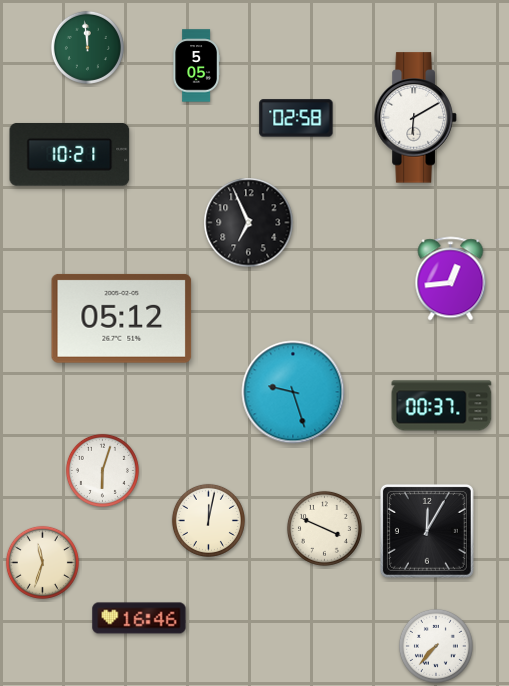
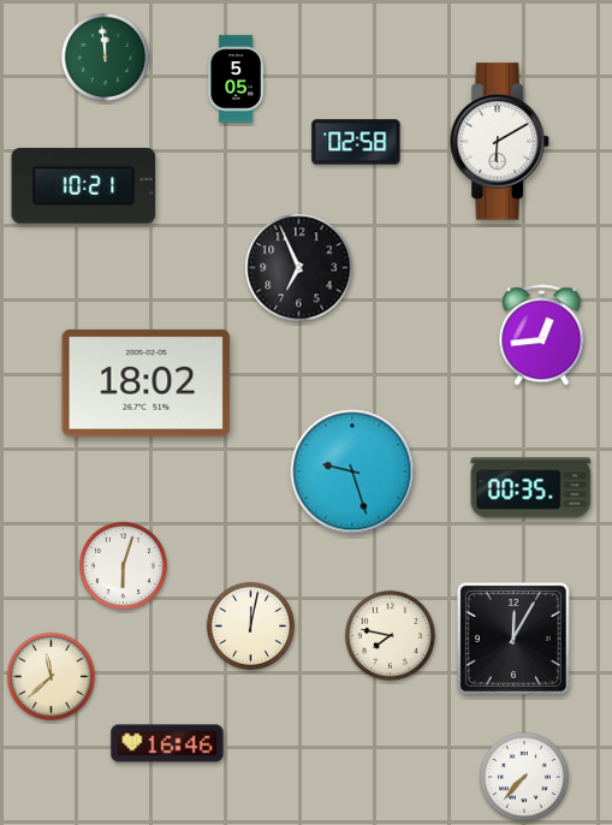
clock at (122, 318): 05:12 -> 18:02
clock at (442, 406): 00:37 -> 00:35
clock at (324, 528): 3:49 -> 7:47
clock at (42, 562): 11:33 -> 11:38
